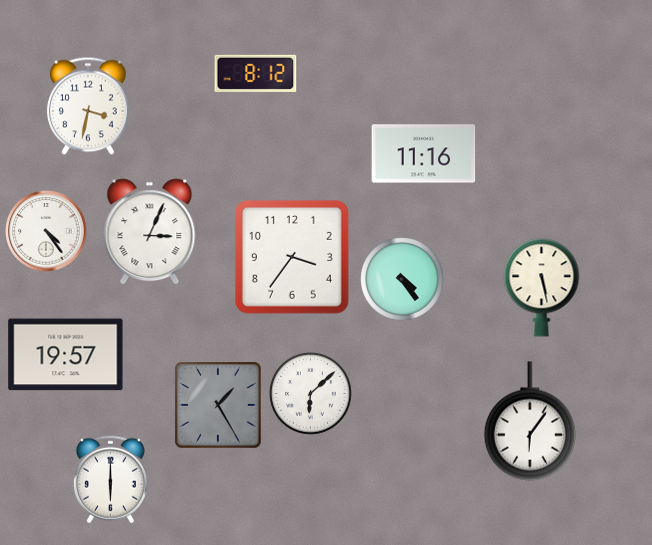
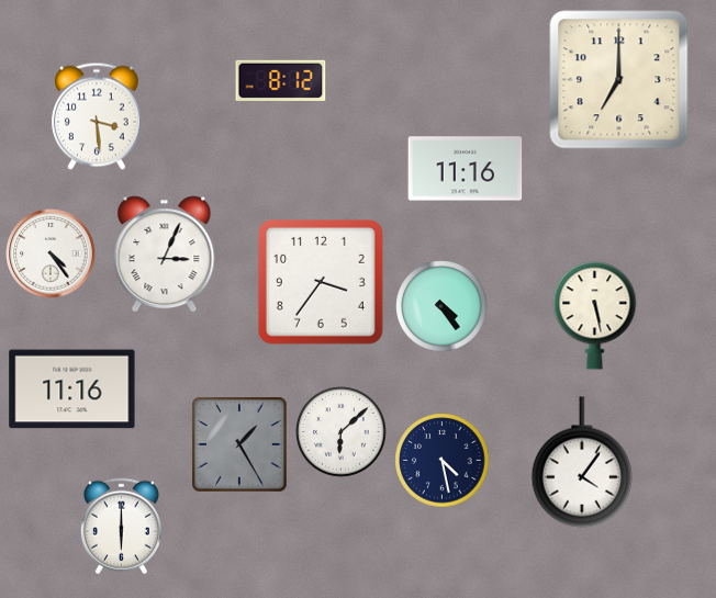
clock at (619, 80): none -> 7:00
clock at (89, 106): 3:32 -> 3:29
clock at (66, 355): 19:57 -> 11:16
clock at (443, 461): none -> 4:28
clock at (530, 421): 6:06 -> 4:06
